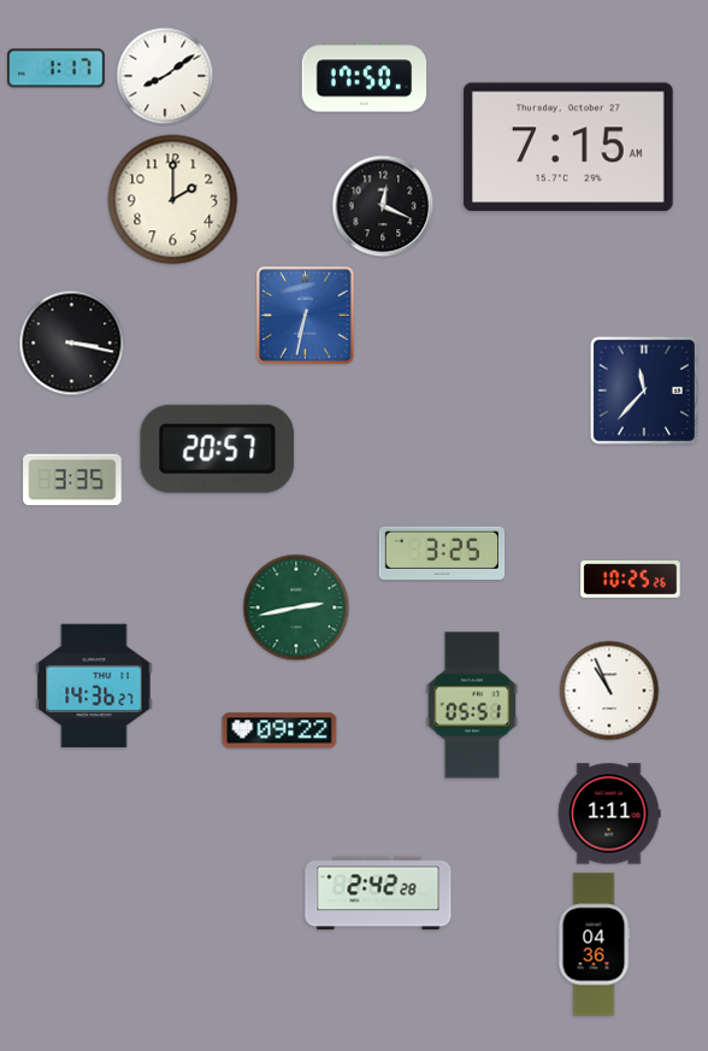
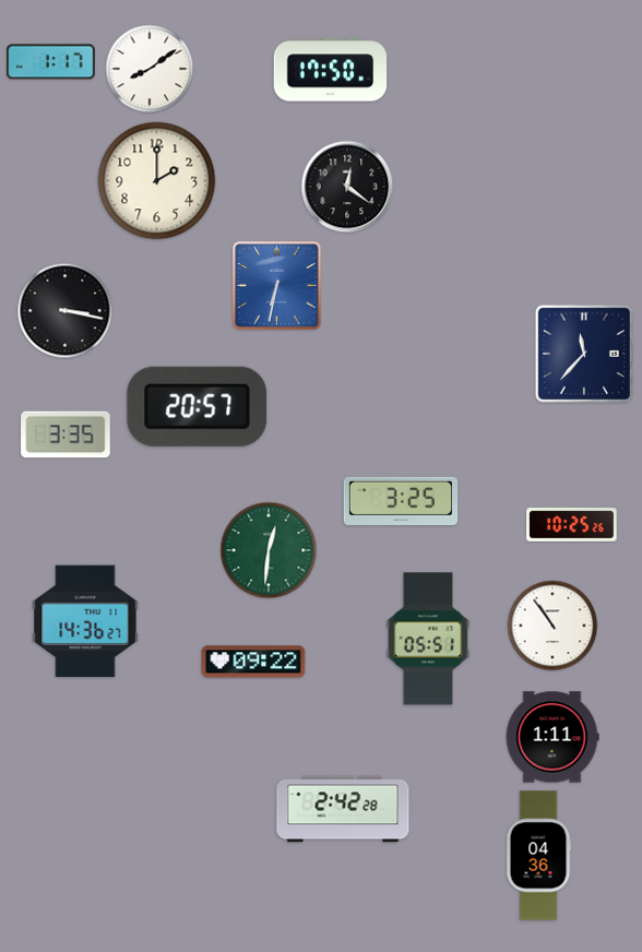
clock at (568, 147): 7:15 -> none
clock at (383, 206): 12:19 -> 12:21
clock at (296, 607): 2:43 -> 12:31
clock at (609, 691): 10:56 -> 10:54
